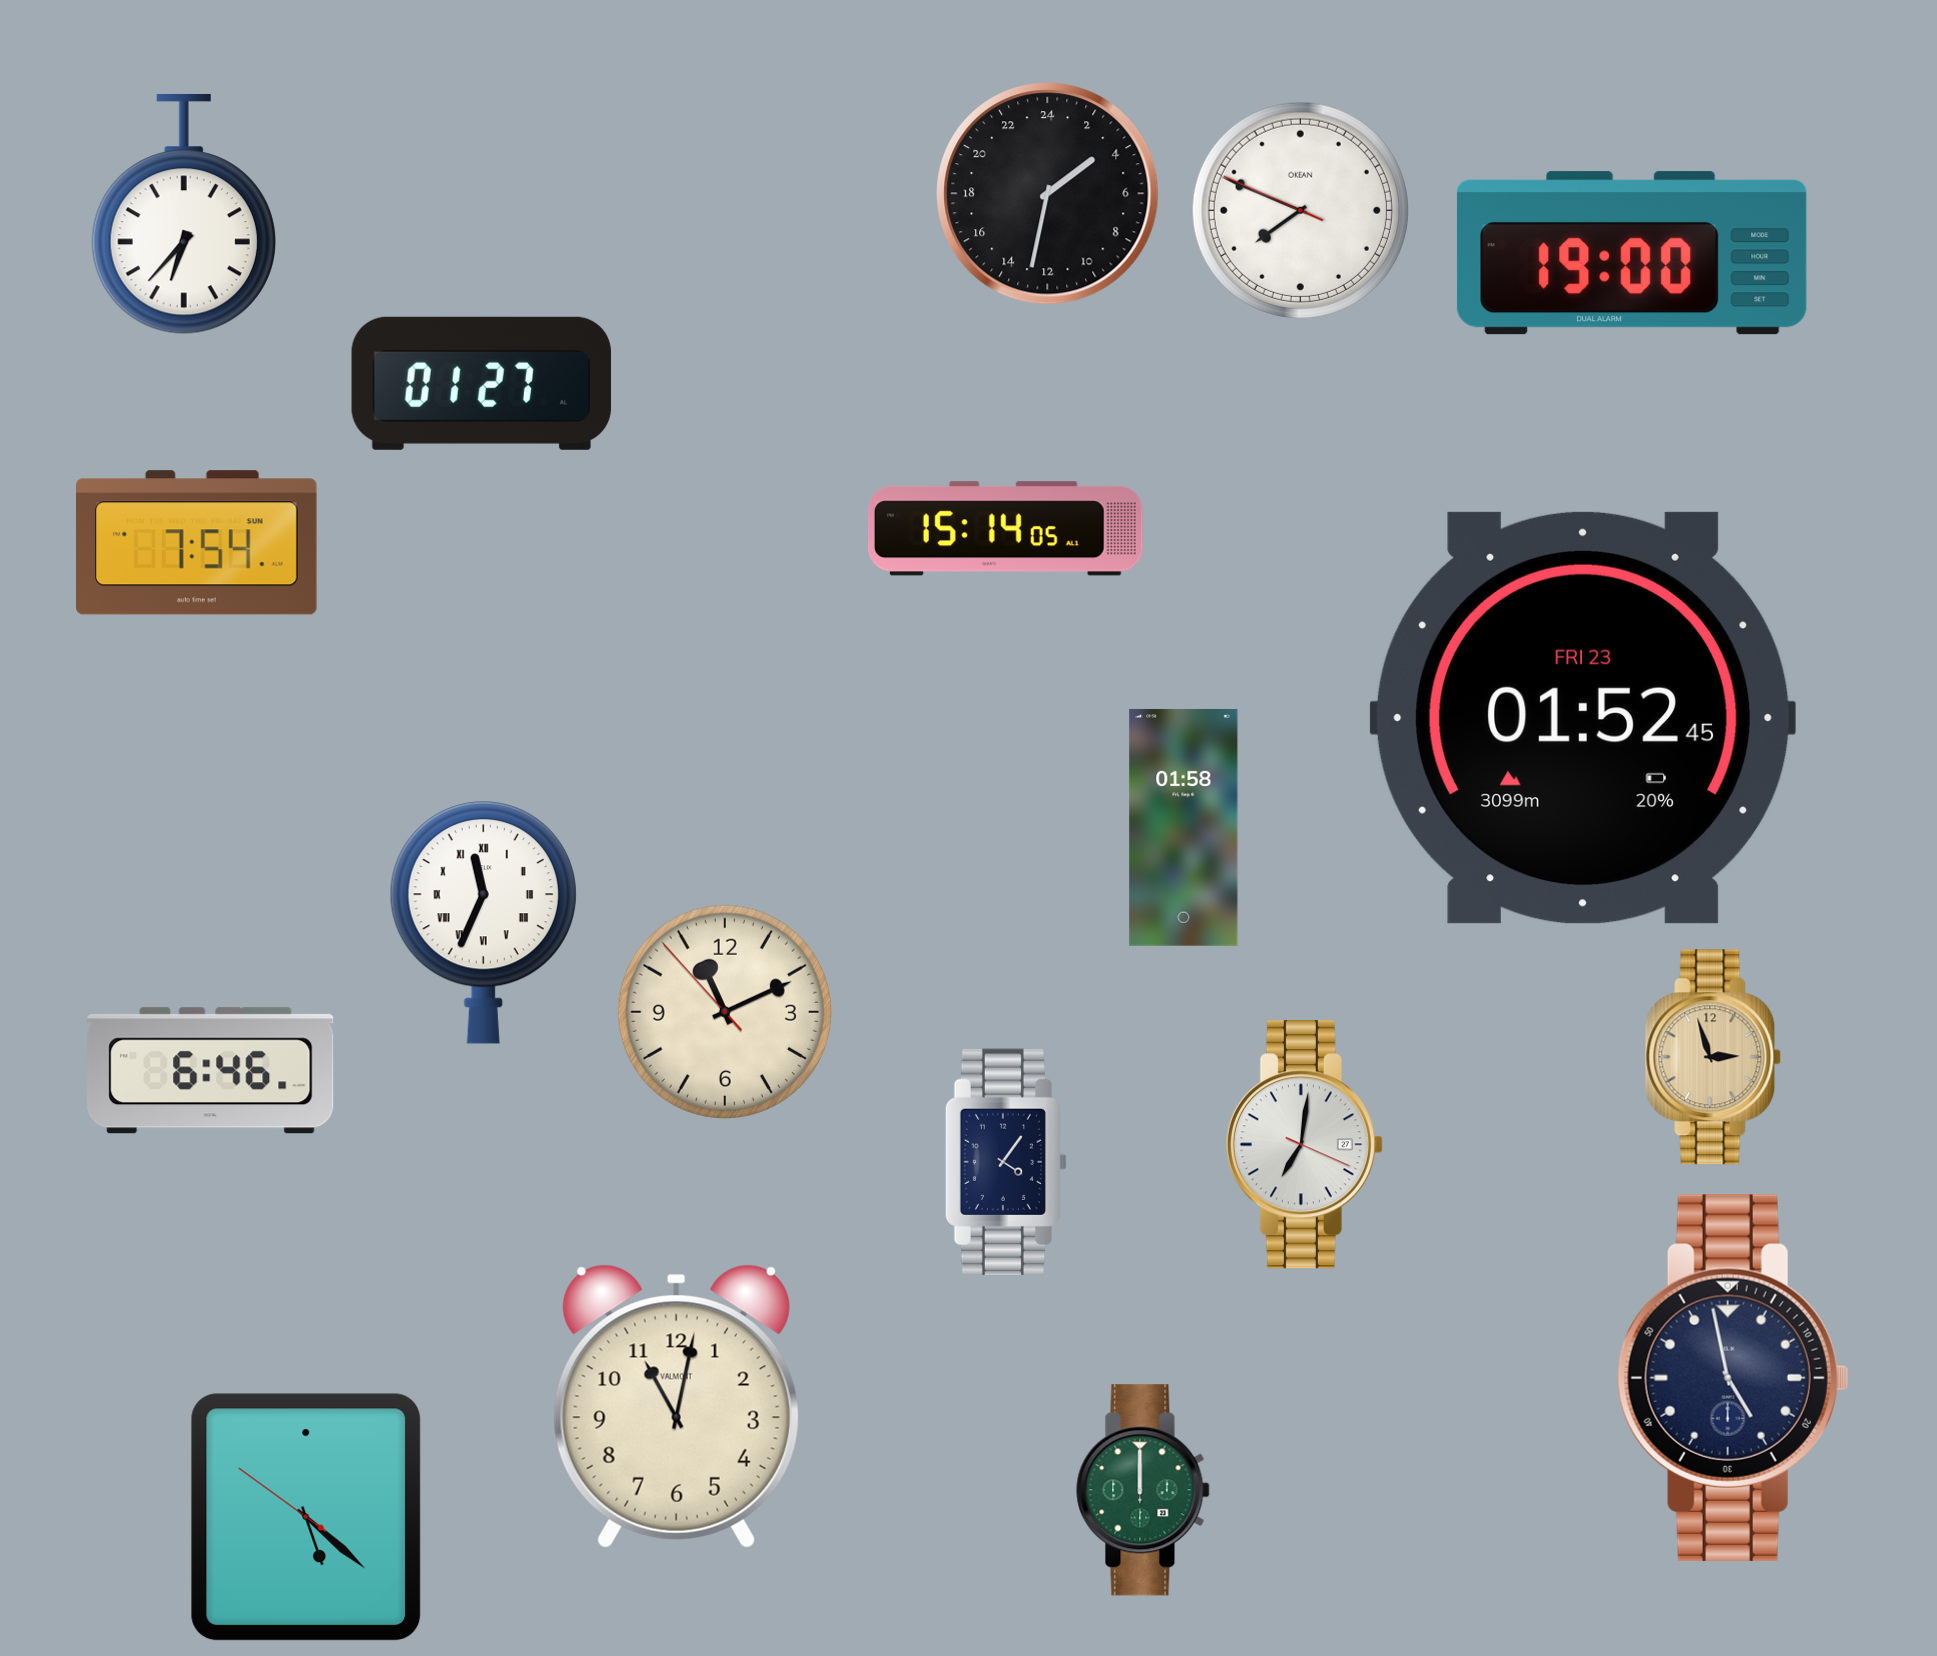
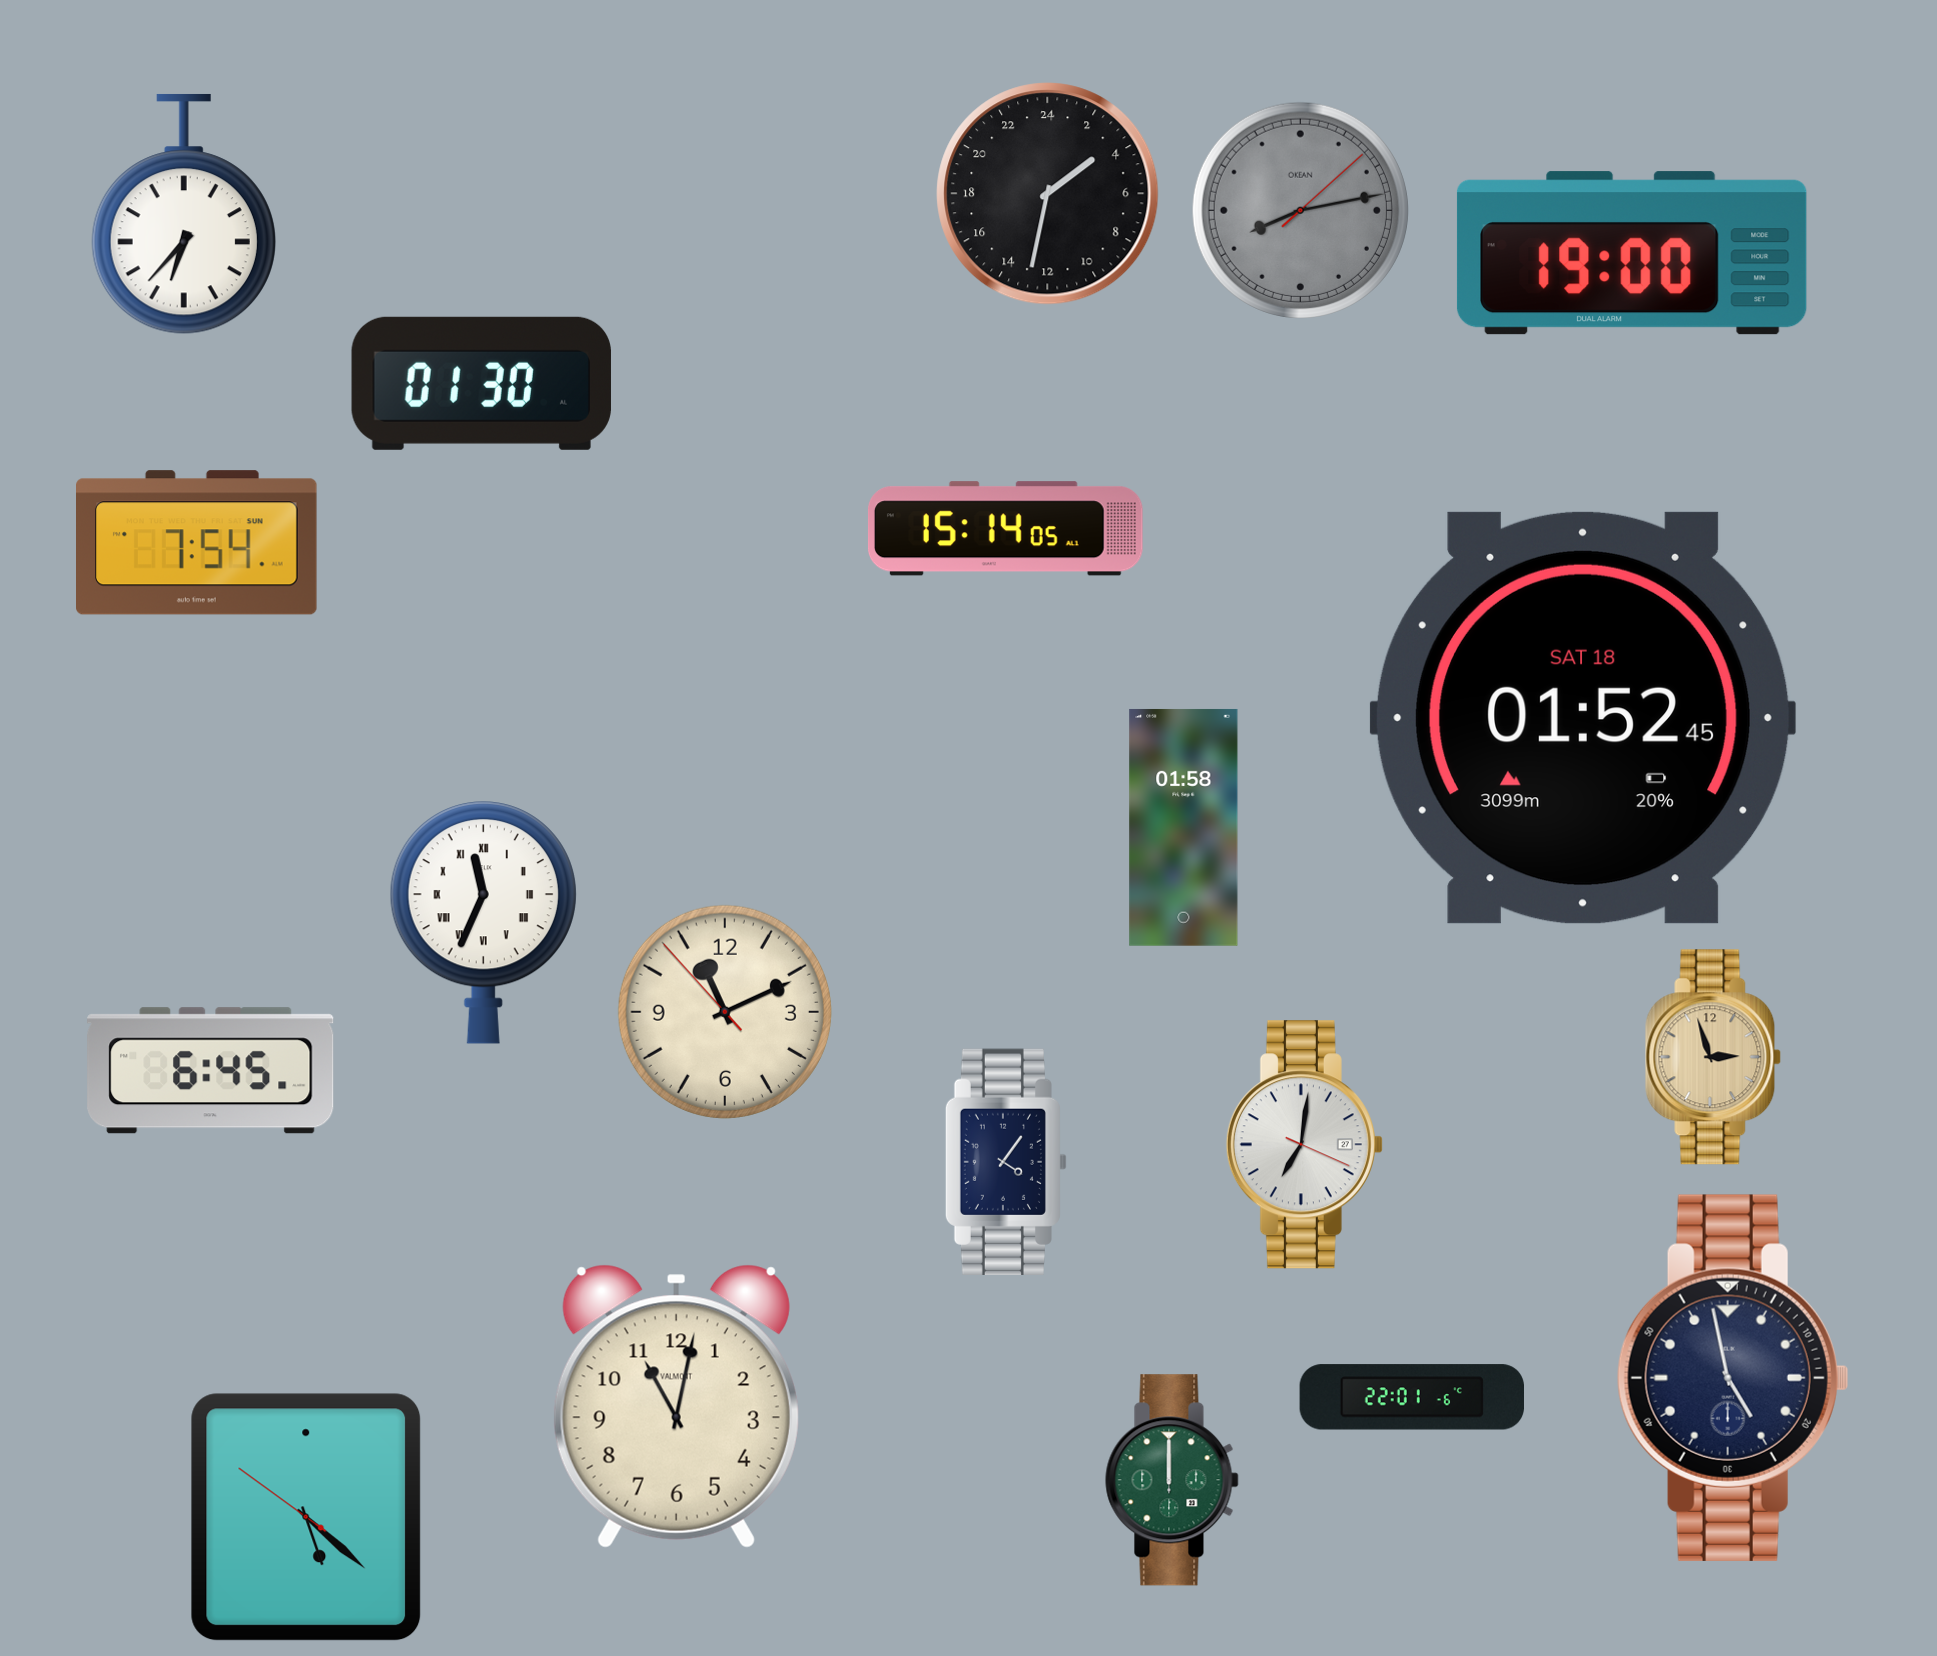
clock at (1300, 210): 7:48 -> 8:13
clock at (1300, 210) dial: white -> grey
clock at (481, 383): 01:27 -> 01:30
clock at (1584, 718) date: FRI 23 -> SAT 18
clock at (211, 1071): 6:46 -> 6:45
clock at (1411, 1397): none -> 22:01
clock at (1143, 1490) position: (1143, 1490) -> (1172, 1480)
